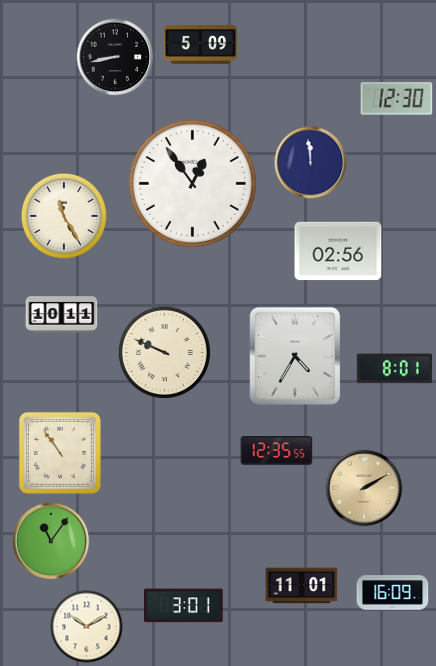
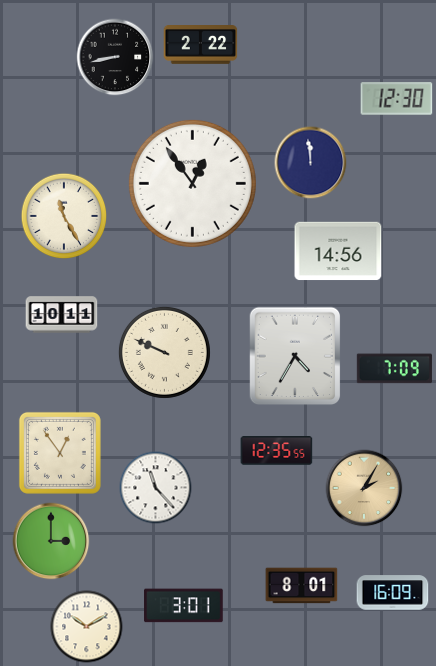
clock at (201, 45): 5:09 -> 2:22
clock at (338, 251): 02:56 -> 14:56
clock at (394, 369): 8:01 -> 7:09
clock at (60, 453): 10:54 -> 12:54
clock at (156, 488): none -> 11:23
clock at (364, 488): 2:10 -> 2:05
clock at (51, 541): 11:06 -> 3:00
clock at (302, 586): 11:01 -> 8:01
